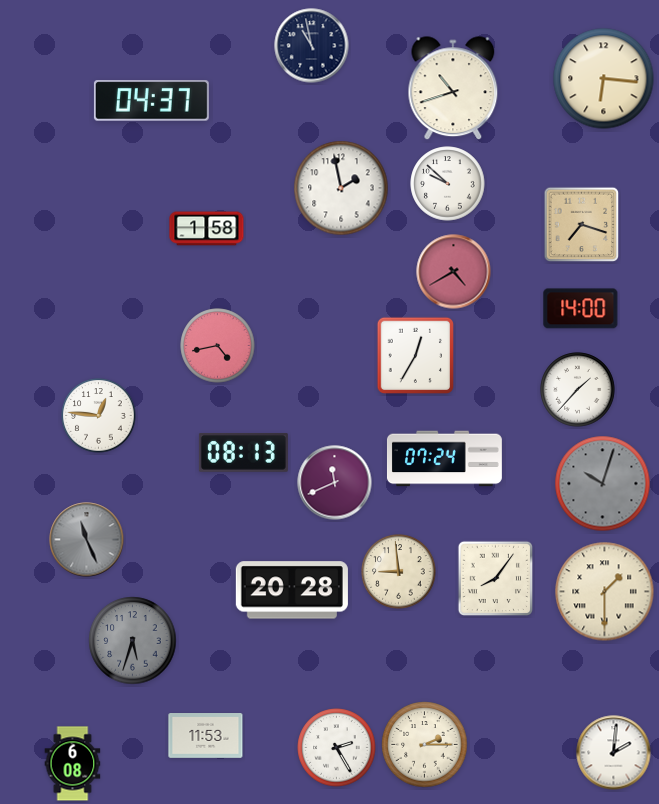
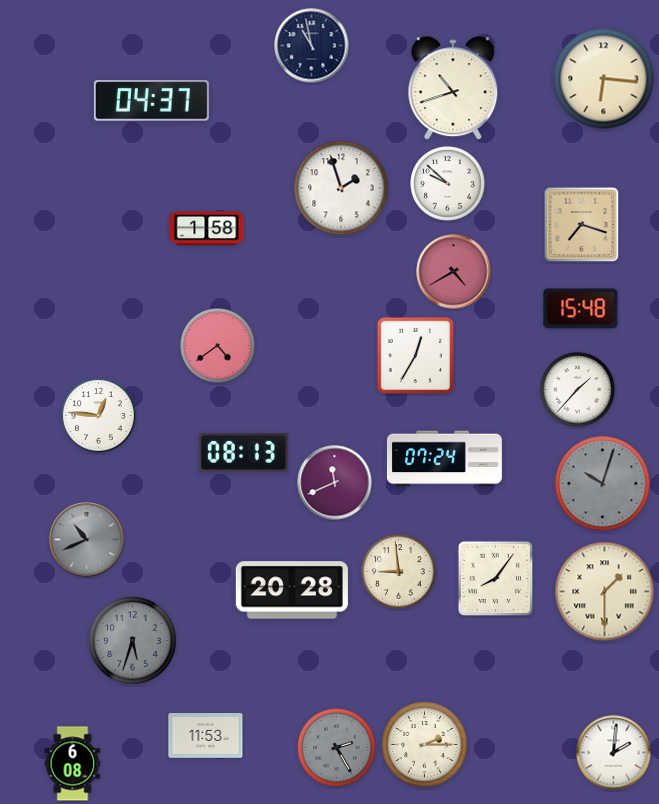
clock at (341, 188): 1:58 -> 1:57
clock at (581, 309): 14:00 -> 15:48
clock at (218, 346): 4:43 -> 4:39
clock at (87, 540): 11:26 -> 10:41
clock at (337, 748) dial: white -> grey
